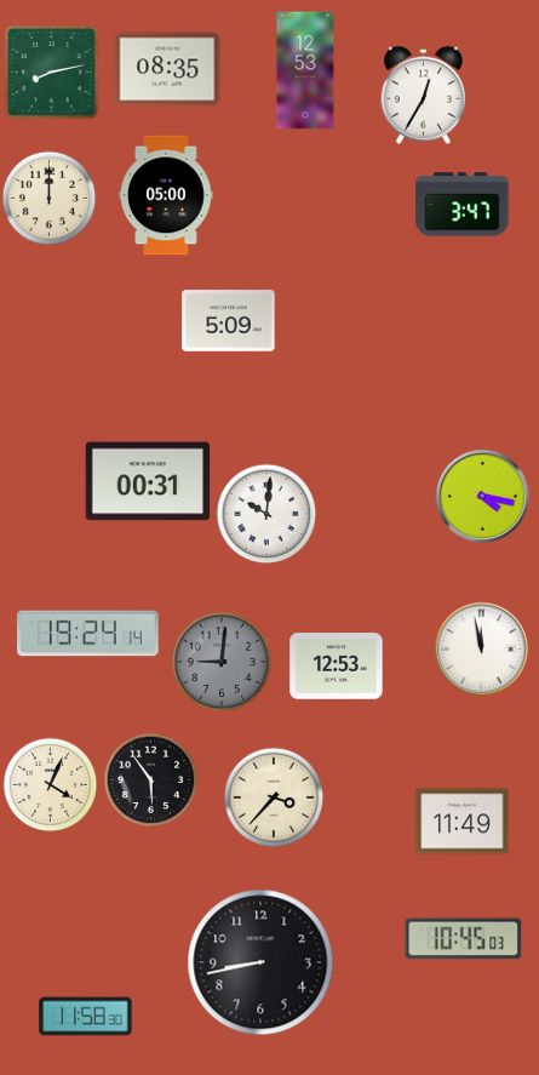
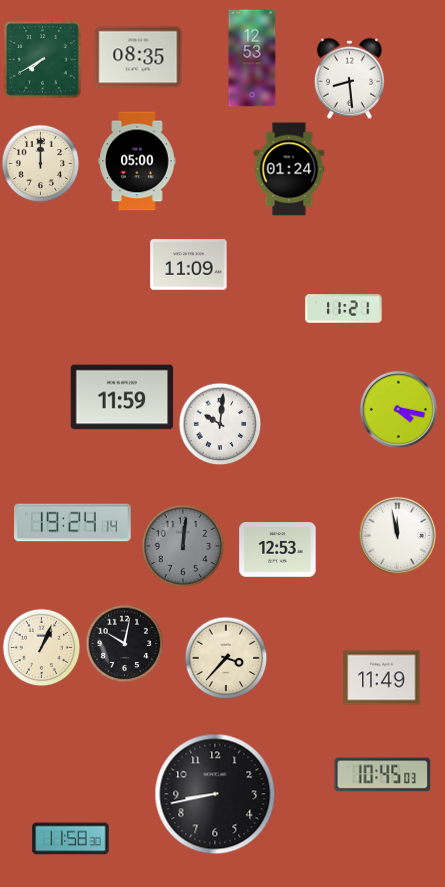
clock at (52, 73): 8:13 -> 7:40
clock at (423, 95): 12:35 -> 8:29
clock at (289, 169): none -> 01:24
clock at (463, 205): 3:47 -> none
clock at (229, 321): 5:09 -> 11:09
clock at (344, 309): none -> 11:21
clock at (148, 481): 00:31 -> 11:59
clock at (222, 662): 9:01 -> 12:01
clock at (150, 779): 5:54 -> 10:02
clock at (50, 784): 4:04 -> 1:04
